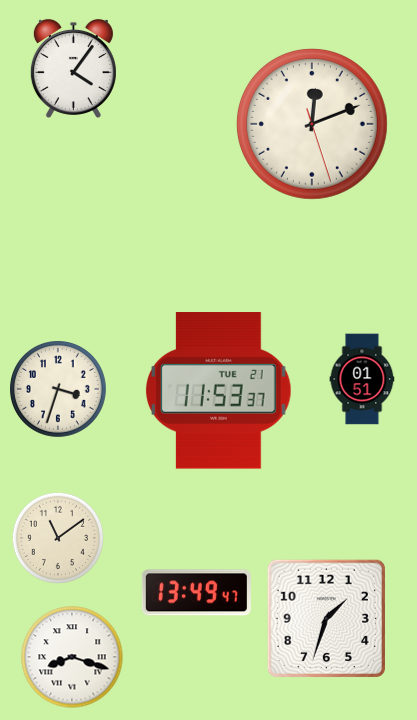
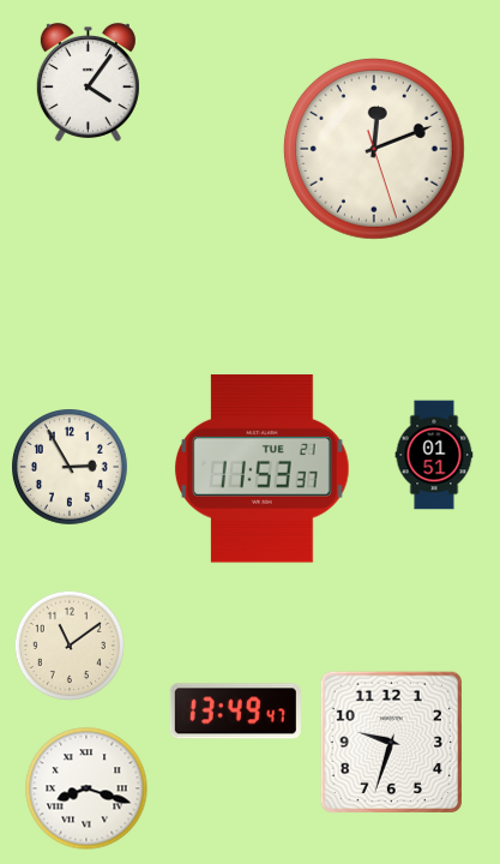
clock at (59, 390): 3:33 -> 2:55
clock at (326, 618): 1:33 -> 9:33
